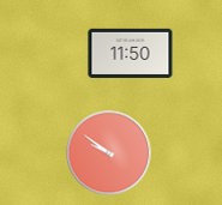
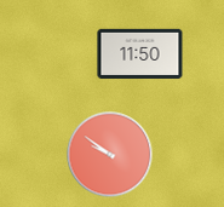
clock at (131, 53) position: (131, 53) -> (140, 53)
